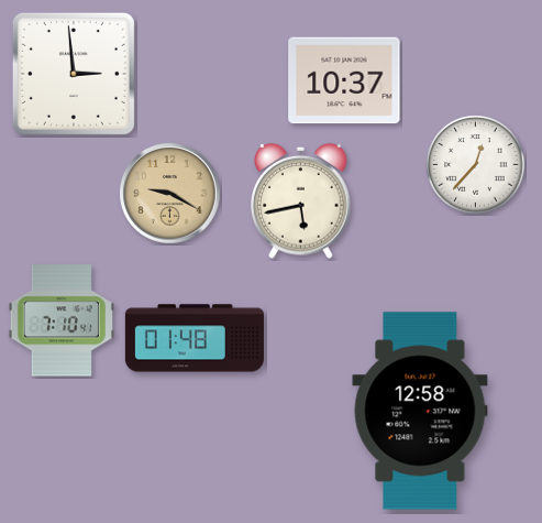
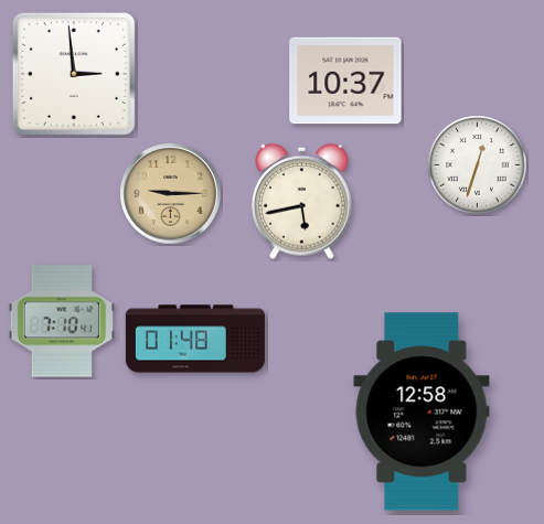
clock at (476, 165): 12:37 -> 12:33
clock at (170, 194): 9:20 -> 9:15
